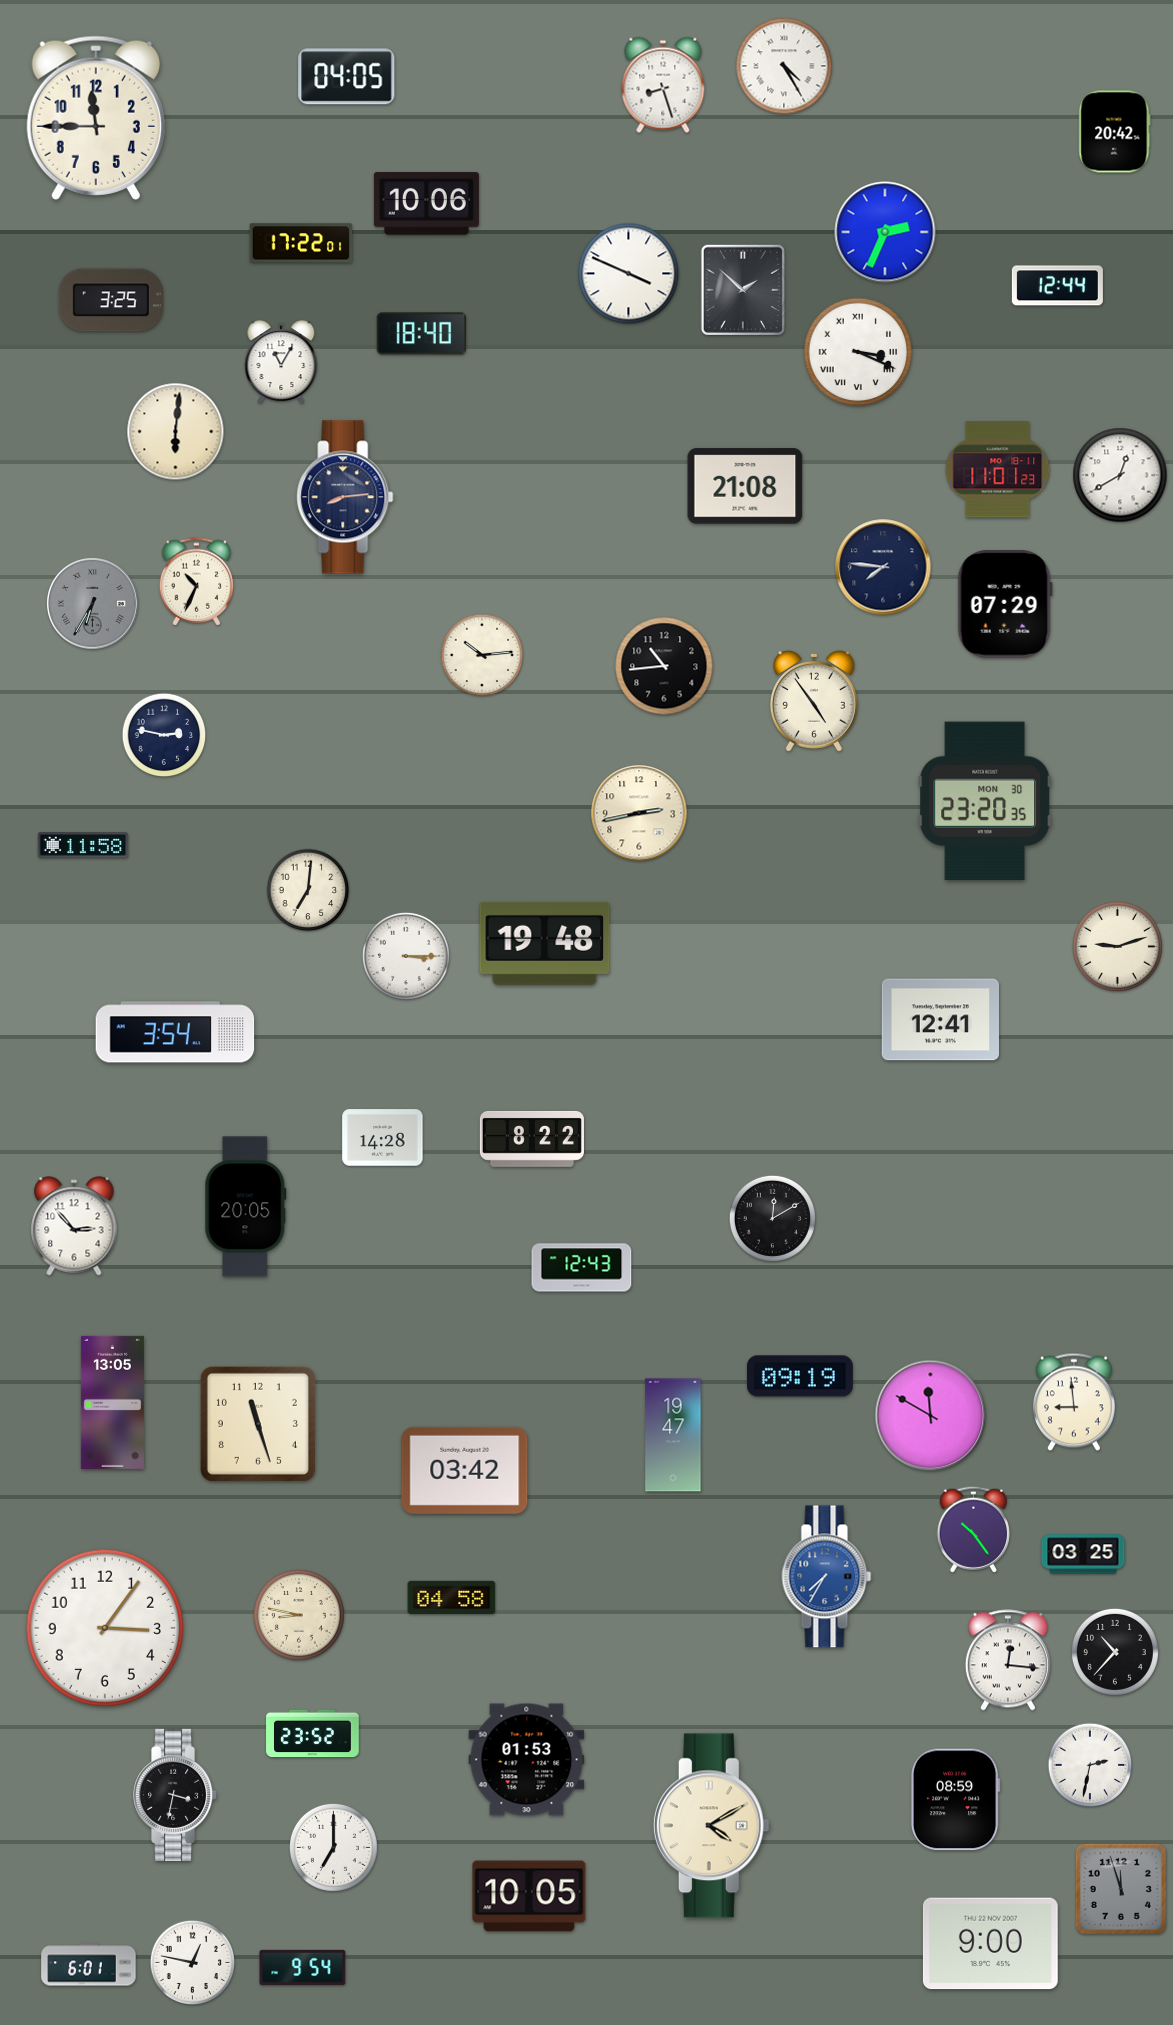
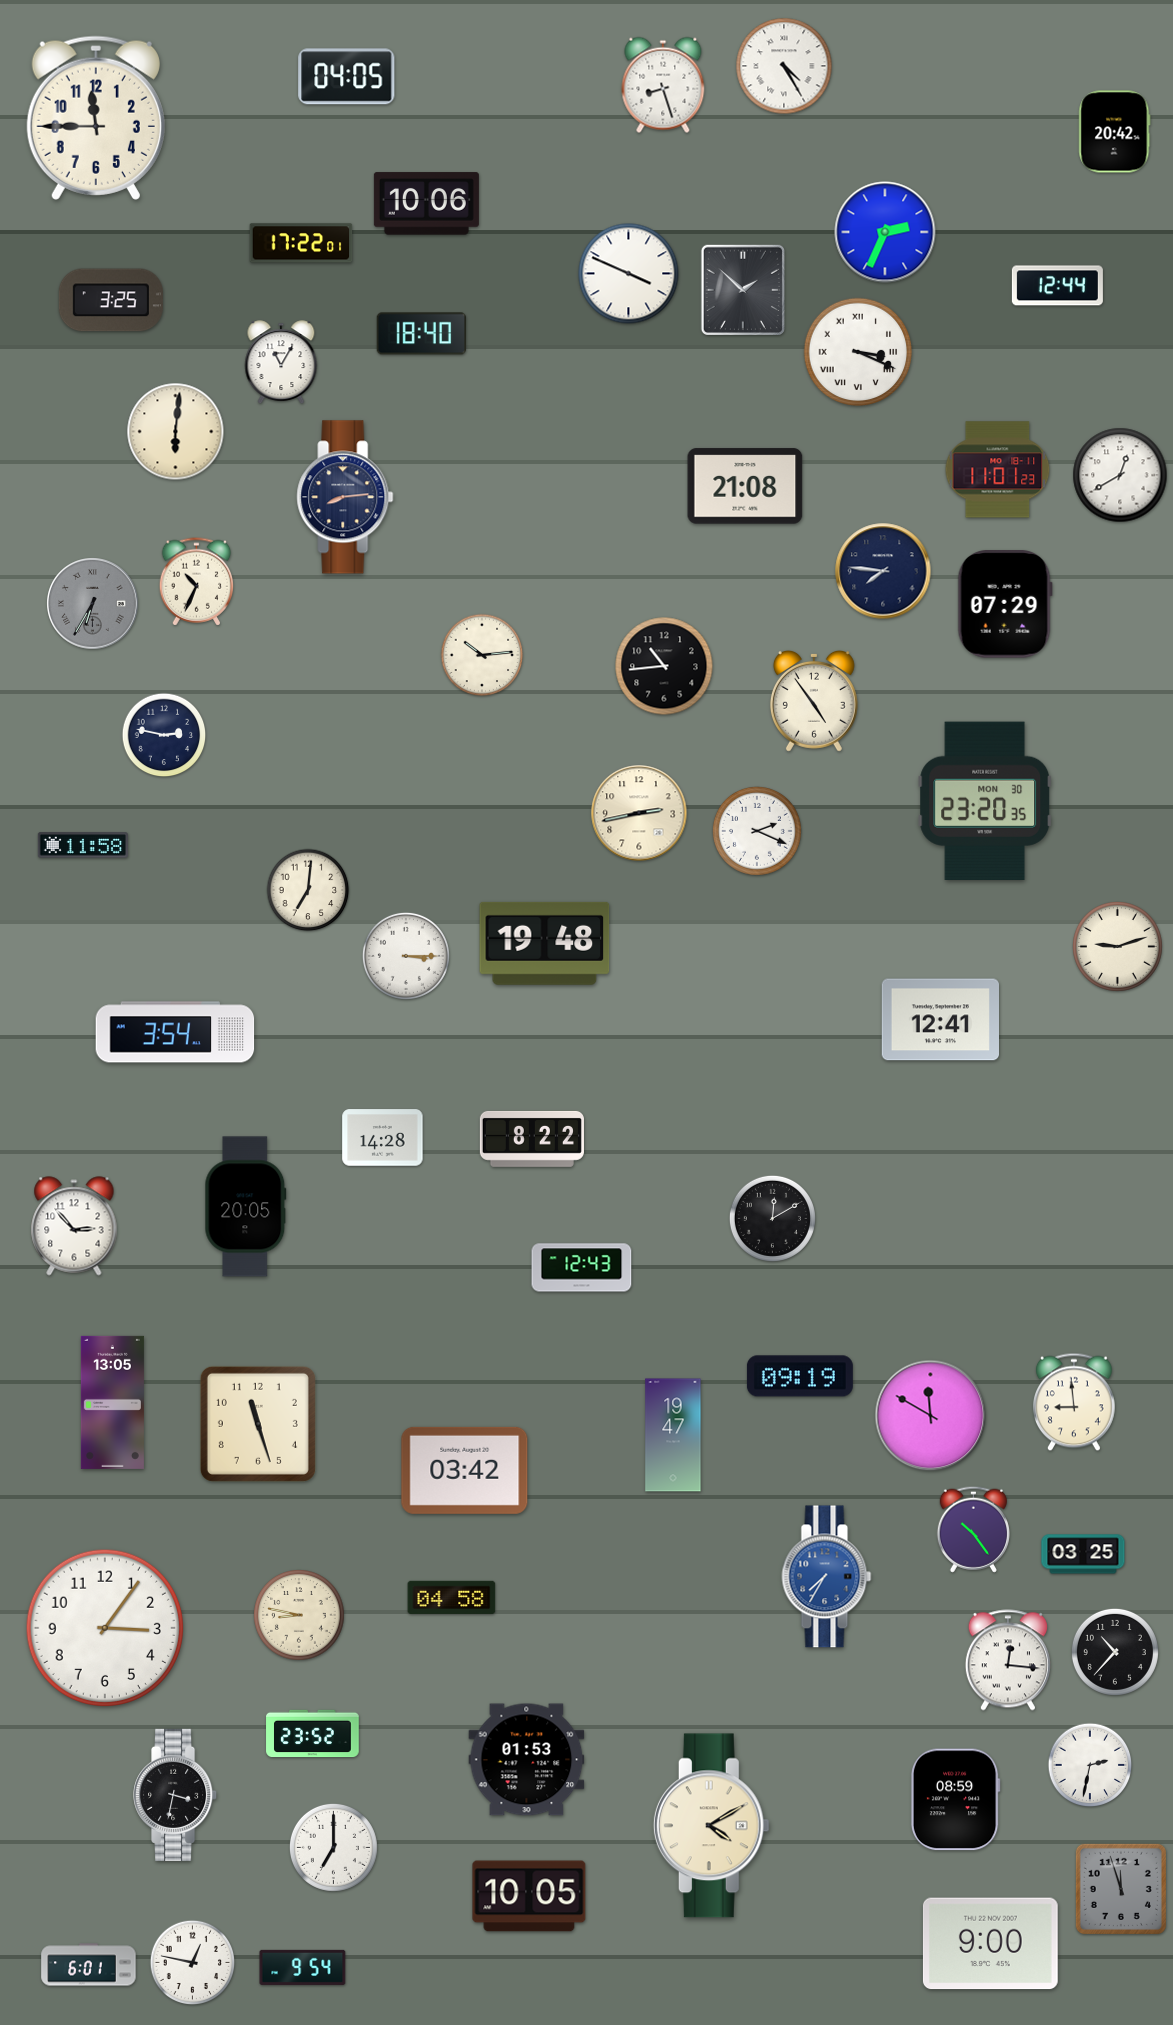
clock at (883, 567) position: (883, 567) -> (883, 571)
clock at (757, 831): none -> 2:19
